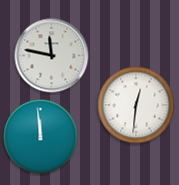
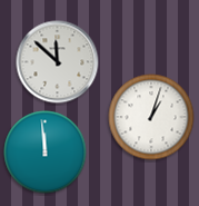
clock at (52, 56): 11:47 -> 11:52
clock at (136, 105): 12:31 -> 1:03
